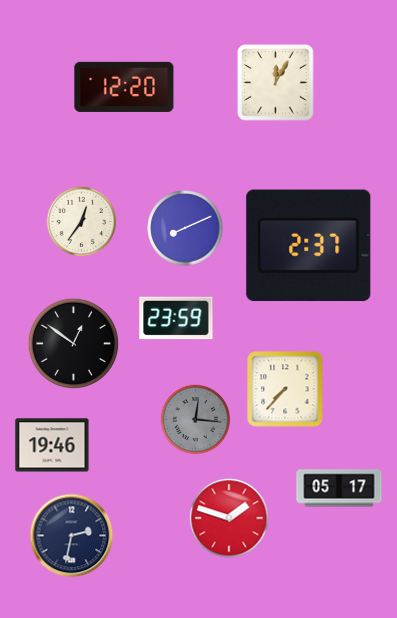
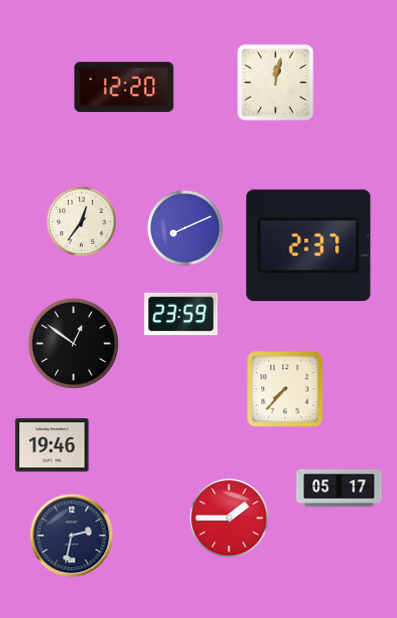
clock at (276, 83): 12:05 -> 12:02
clock at (176, 318) position: (176, 318) -> (181, 314)
clock at (196, 420): 12:16 -> none
clock at (229, 518): 1:48 -> 1:45
